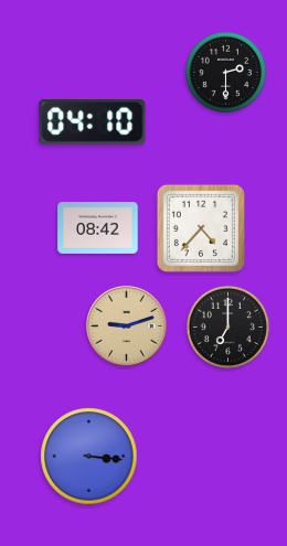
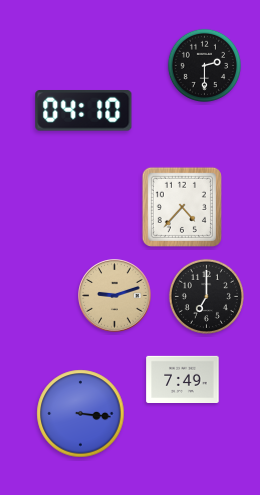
clock at (98, 228): 08:42 -> none
clock at (183, 379): none -> 7:49
